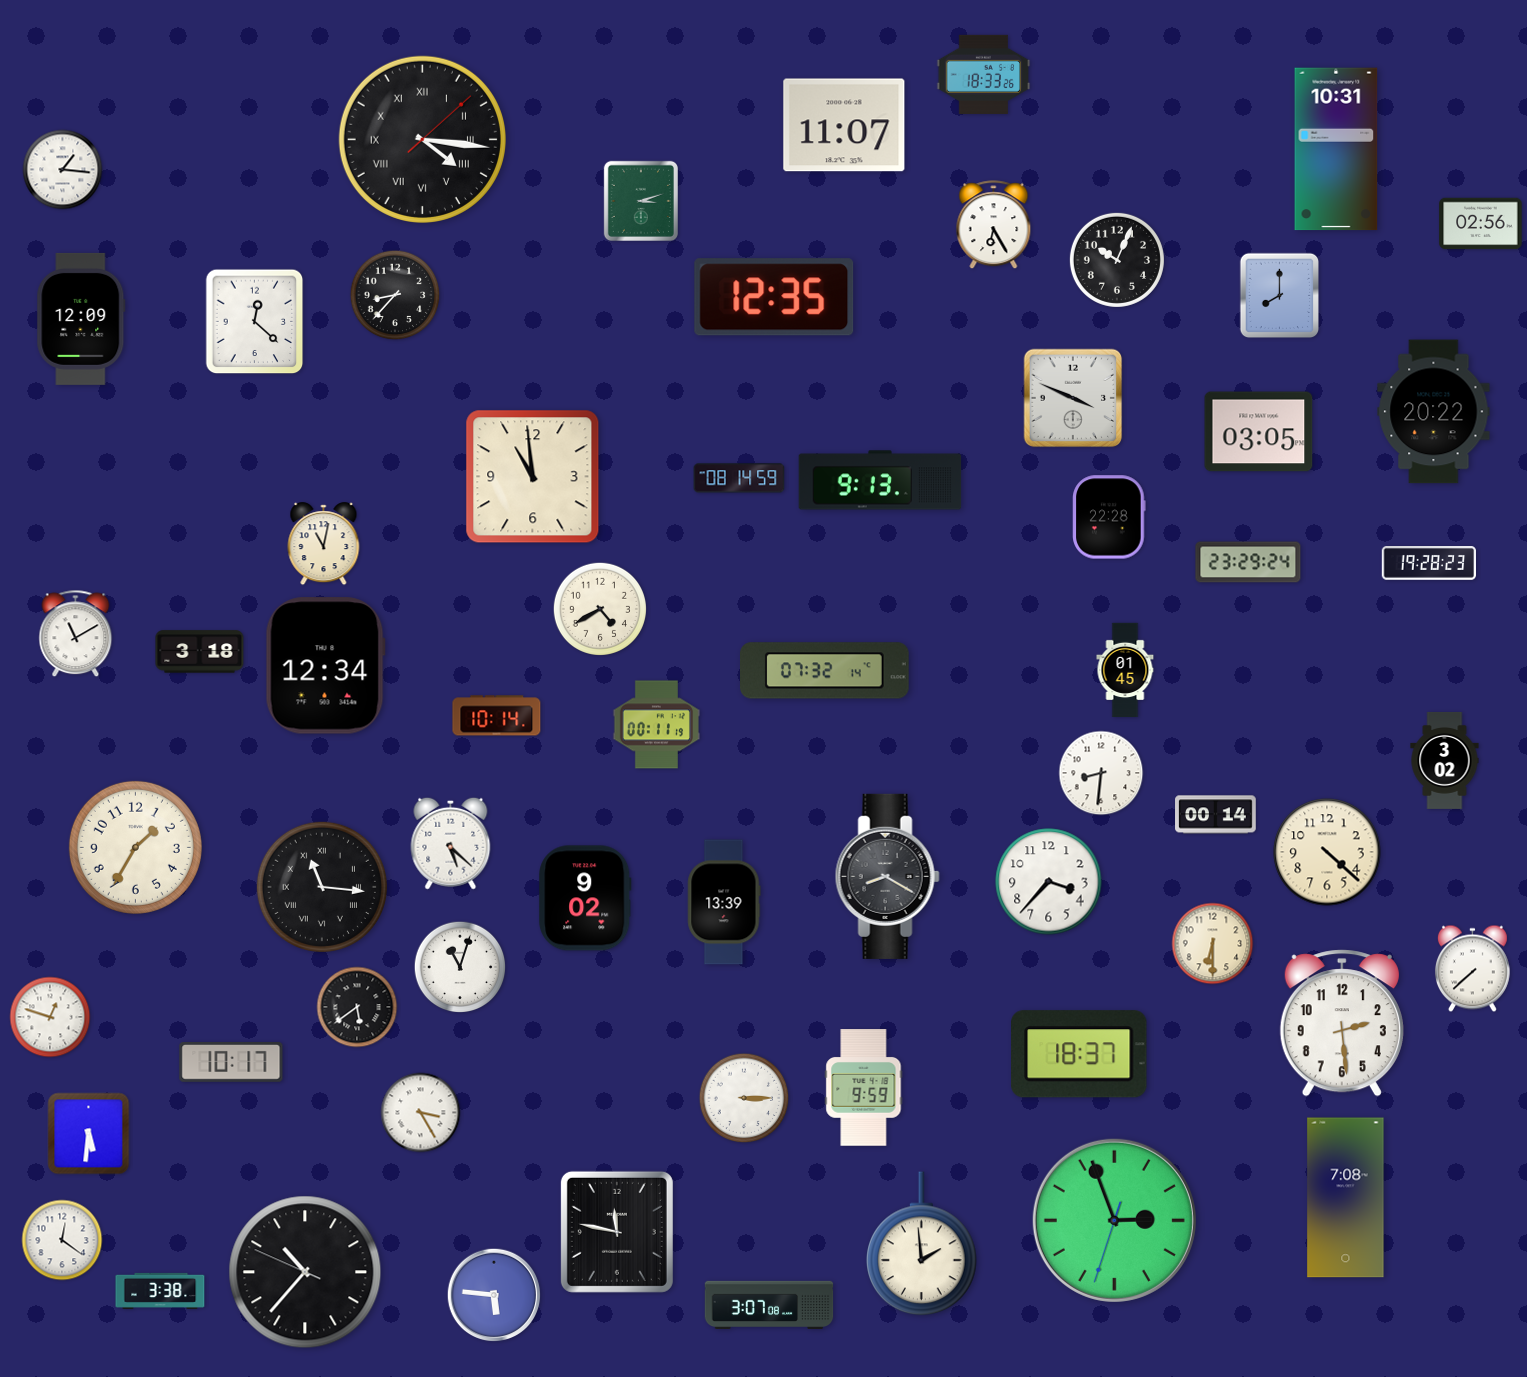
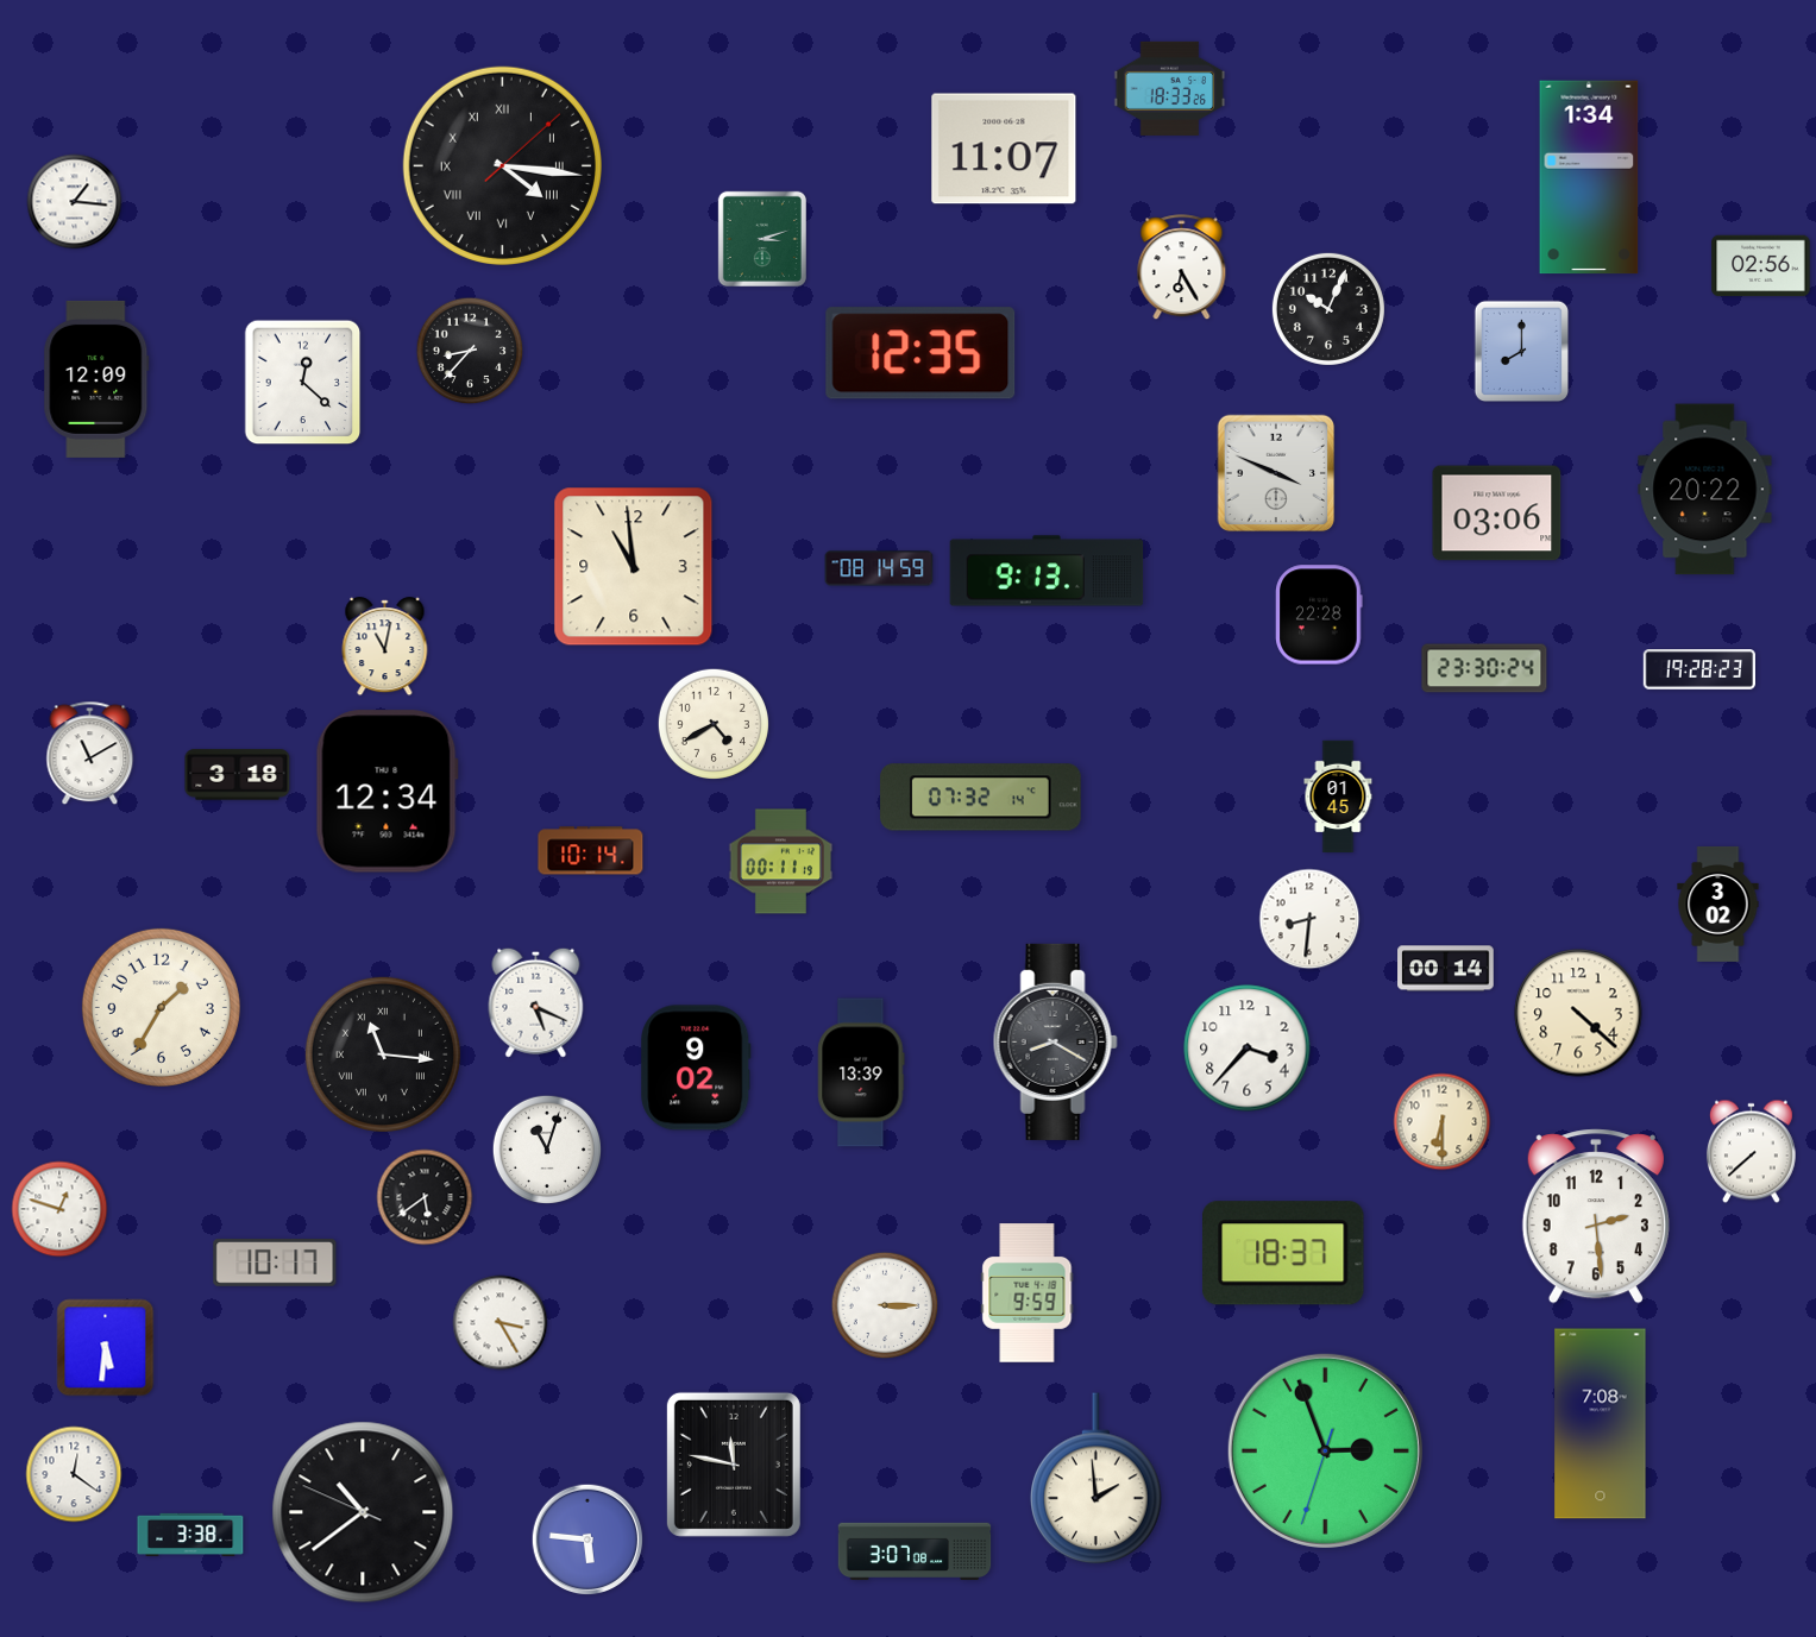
clock at (1336, 149): 10:31 -> 1:34
clock at (1259, 432): 03:05 -> 03:06
clock at (1248, 562): 23:29 -> 23:30
clock at (451, 843): 5:22 -> 5:19
clock at (305, 1272): 10:36 -> 10:38
